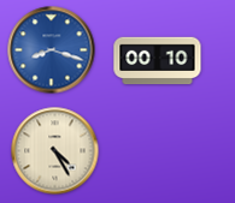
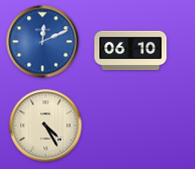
clock at (52, 50): 8:18 -> 12:11
clock at (158, 61): 00:10 -> 06:10
